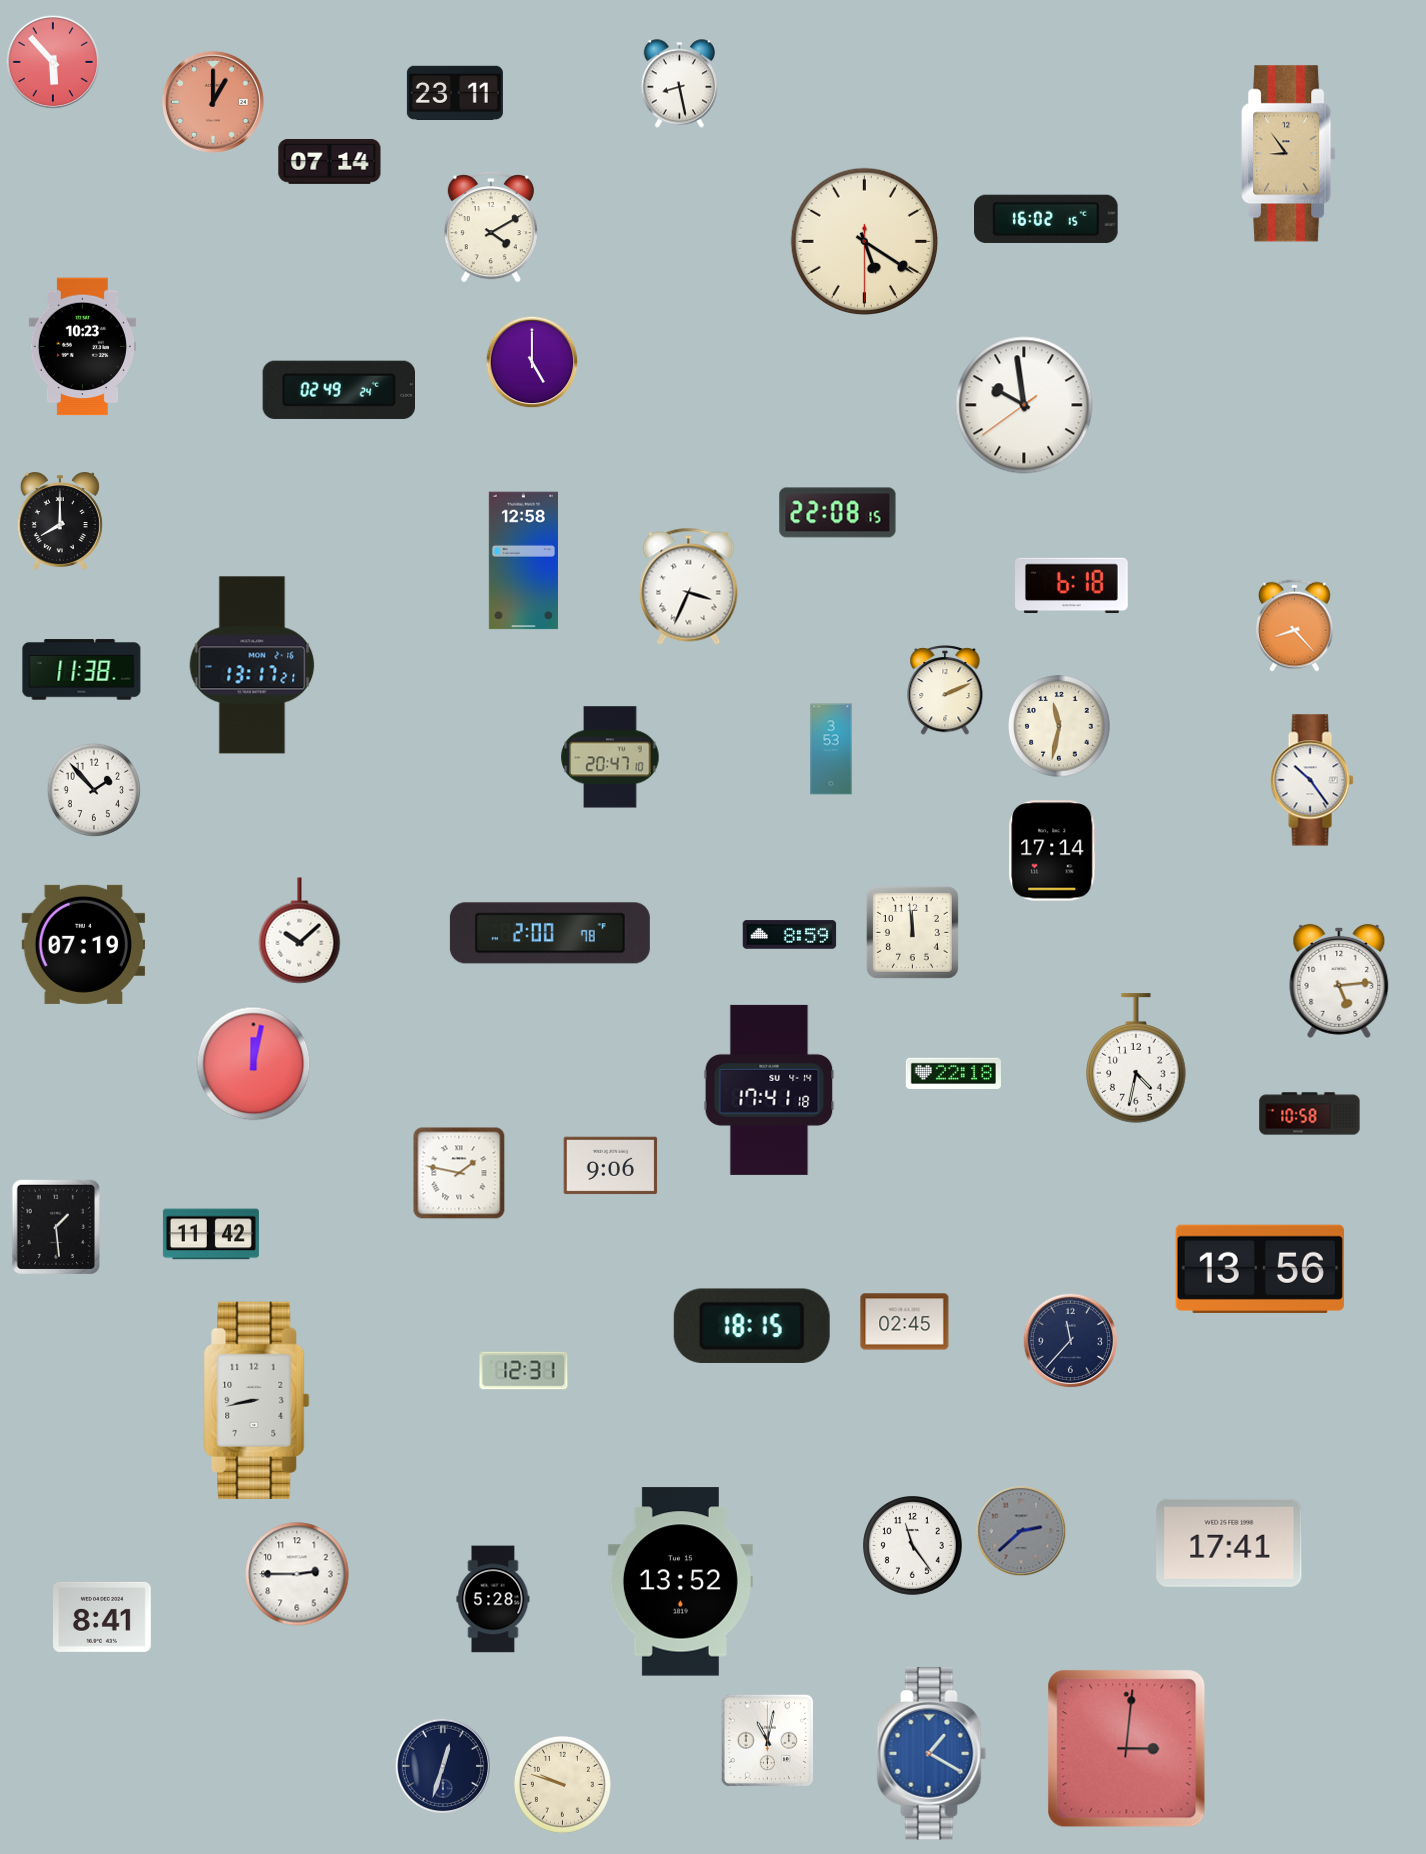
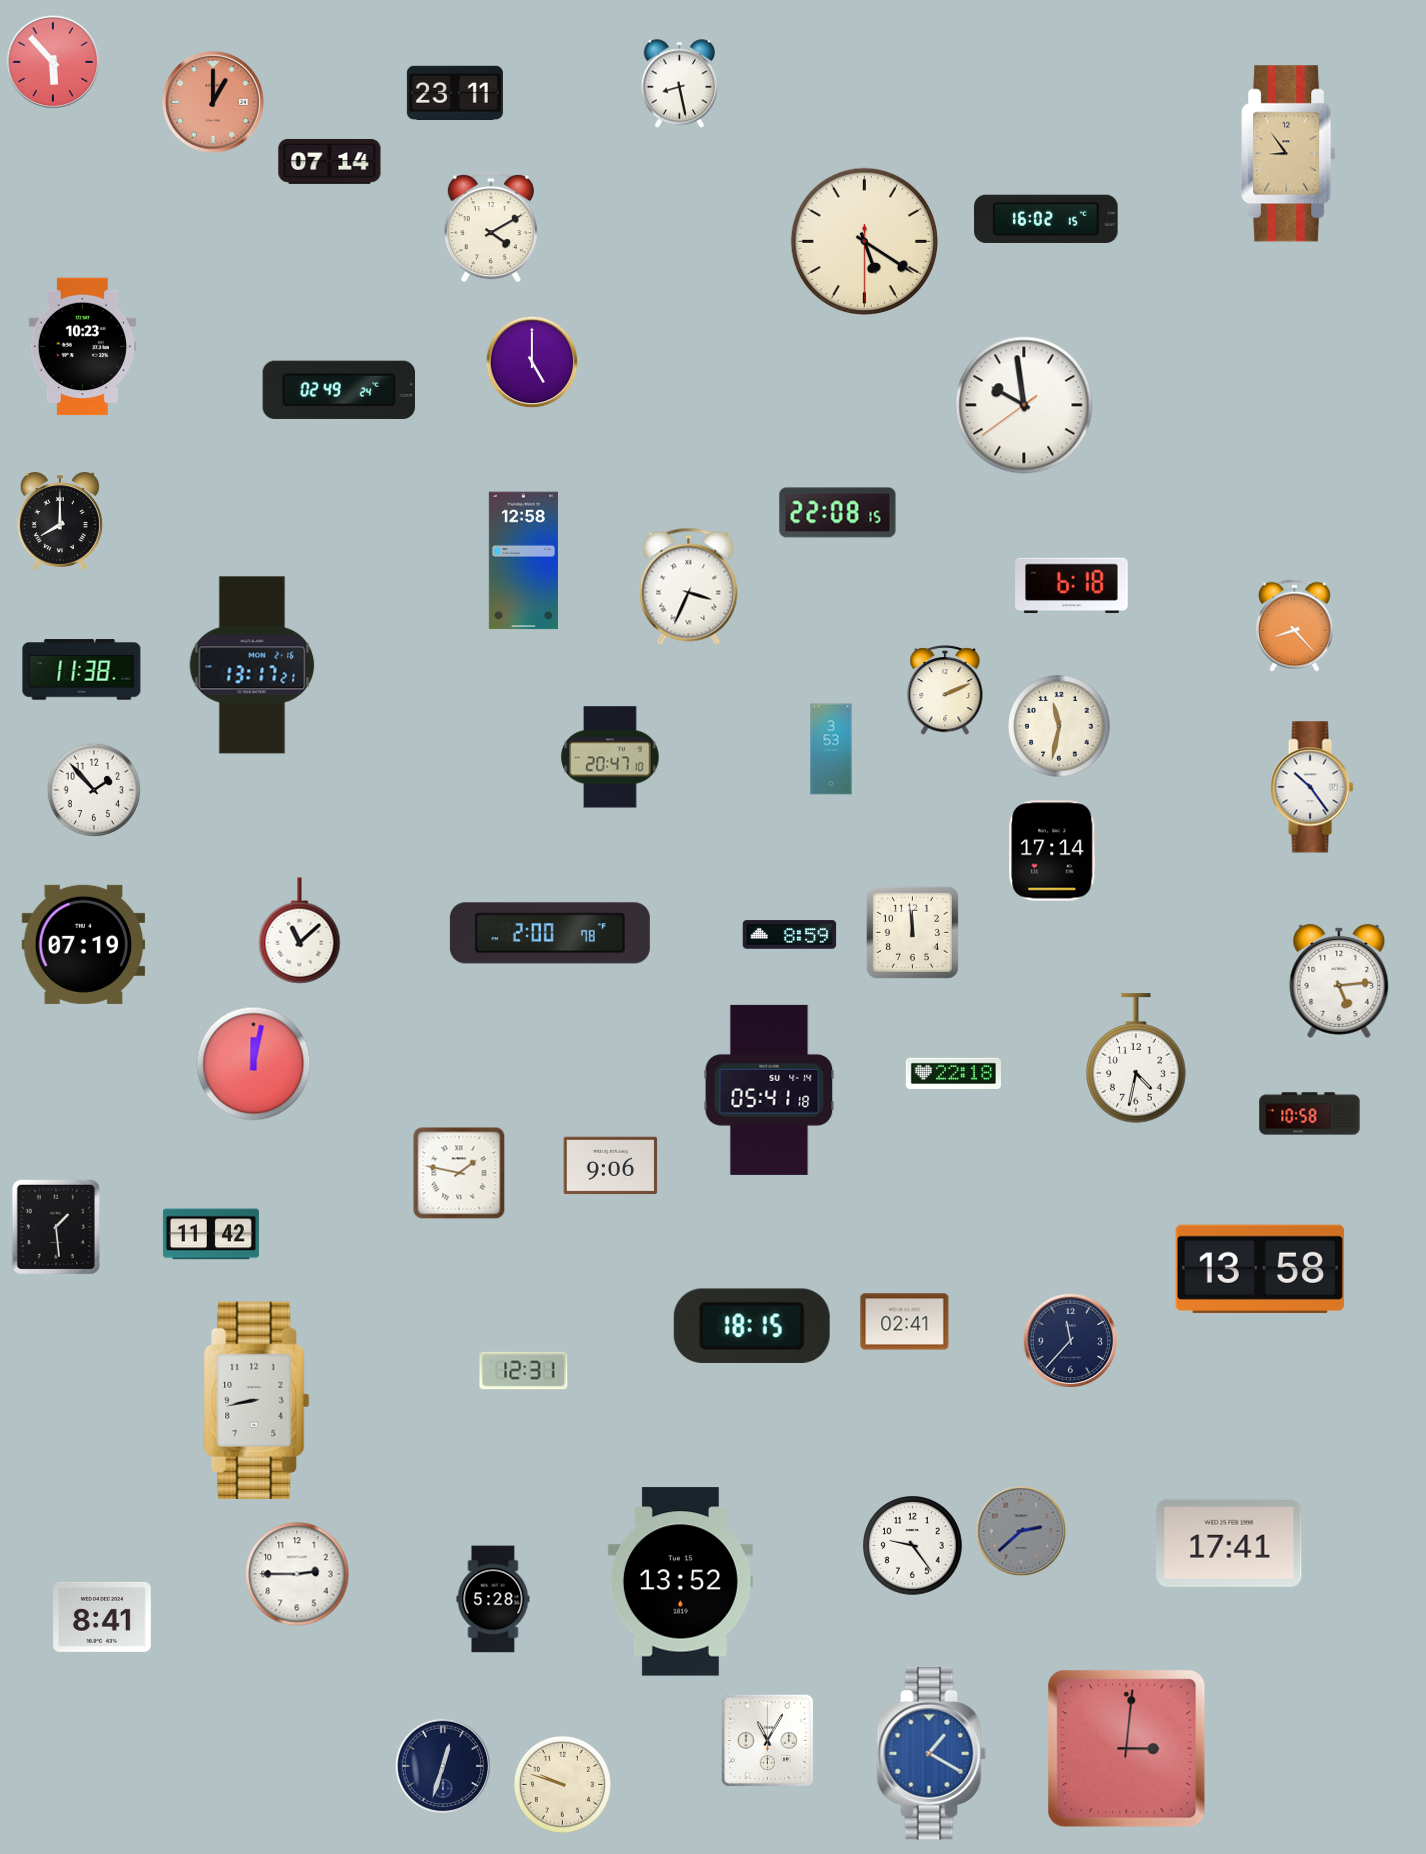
clock at (1312, 780) position: (1312, 780) -> (1312, 787)
clock at (300, 931): 10:08 -> 11:08
clock at (769, 1090): 17:41 -> 05:41
clock at (1260, 1269): 13:56 -> 13:58
clock at (905, 1322): 02:45 -> 02:41
clock at (913, 1546): 11:24 -> 9:24
clock at (768, 1741): 11:02 -> 11:05
